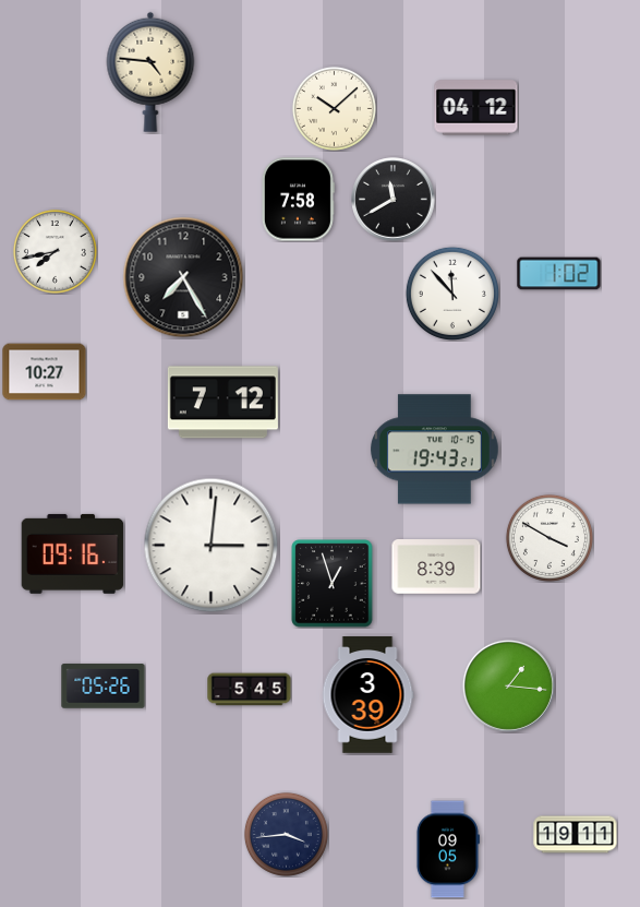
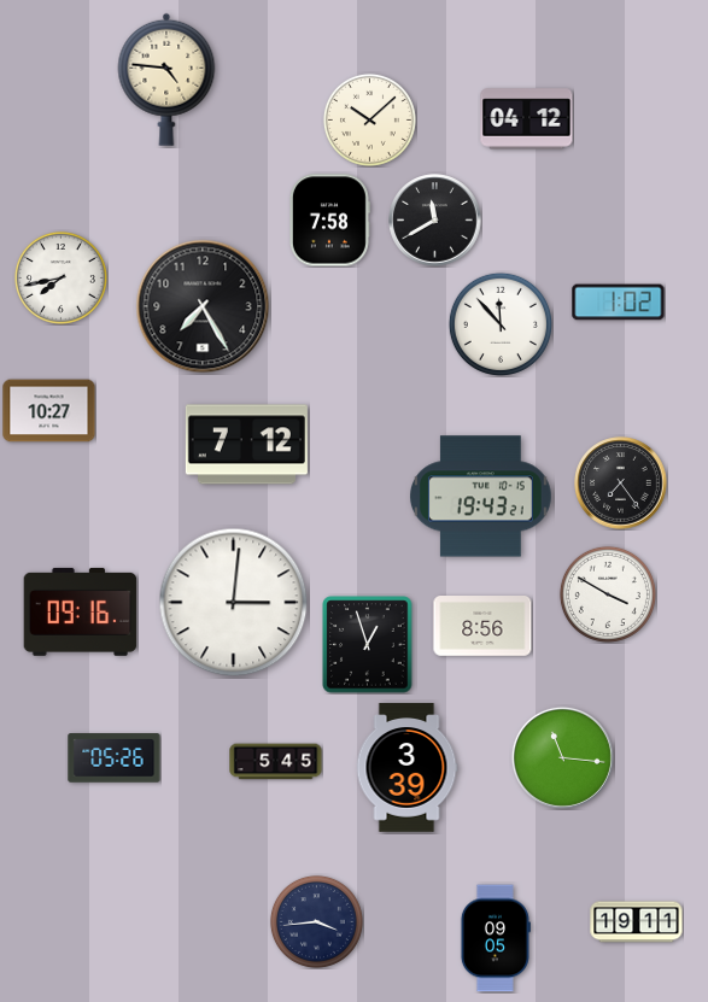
clock at (621, 484): none -> 7:24
clock at (436, 568): 8:39 -> 8:56
clock at (508, 685): 1:16 -> 11:16
